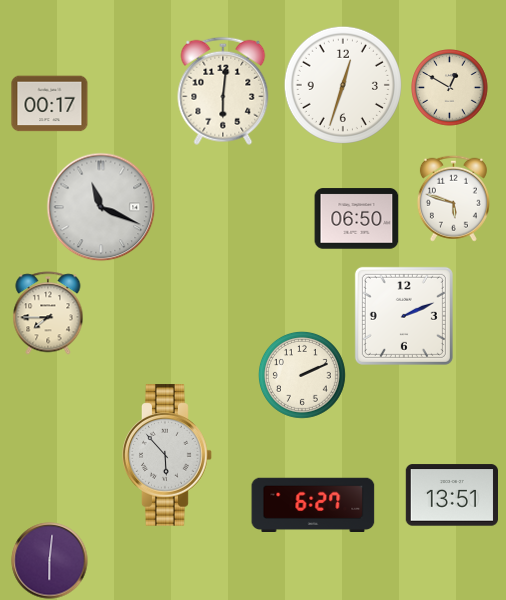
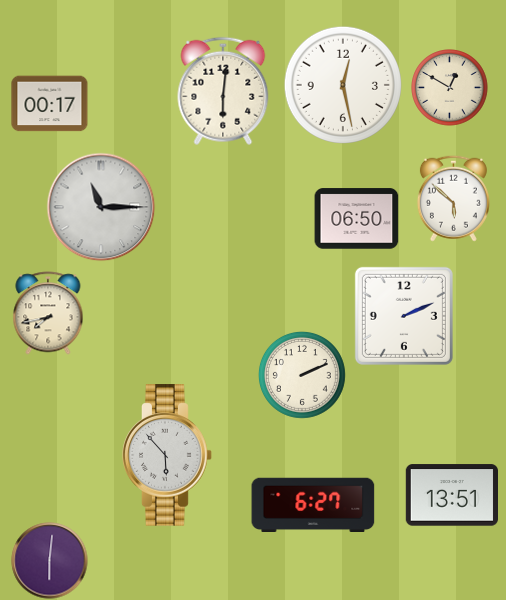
clock at (343, 85): 12:33 -> 12:28
clock at (453, 198): 5:48 -> 5:52
clock at (101, 207): 11:19 -> 11:15
clock at (48, 313): 7:45 -> 7:43
